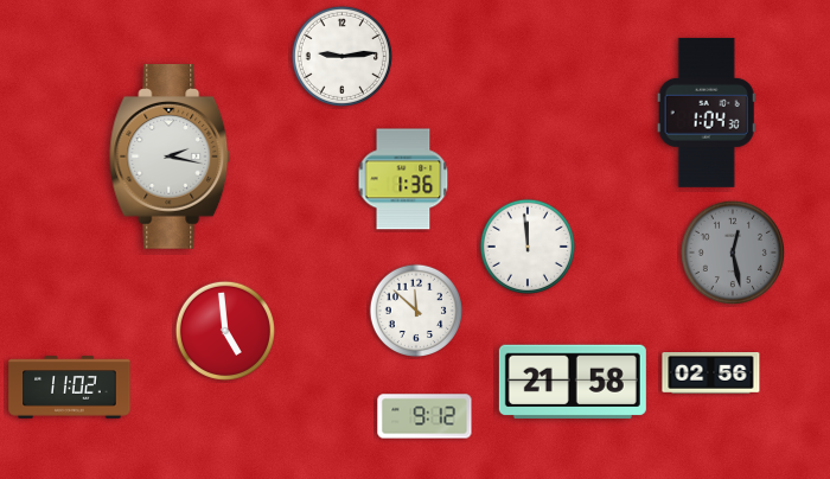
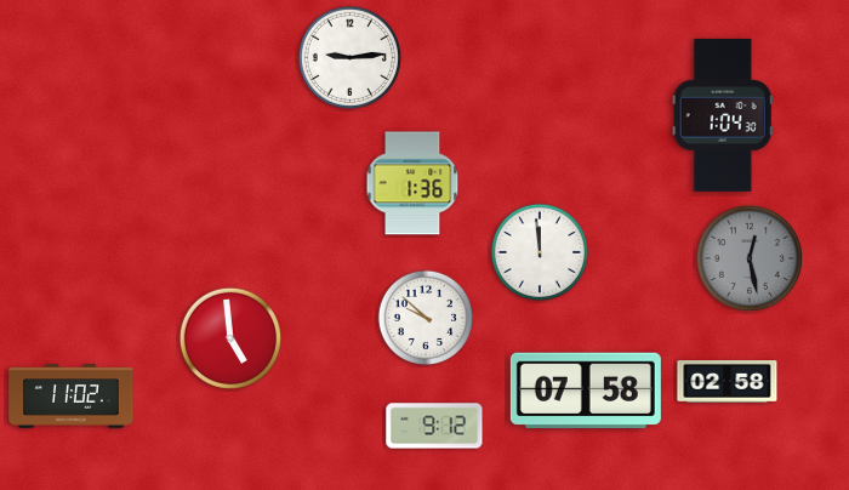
clock at (171, 158): 2:17 -> none
clock at (416, 311): 11:52 -> 9:52
clock at (711, 373): 02:56 -> 02:58
clock at (573, 381): 21:58 -> 07:58
